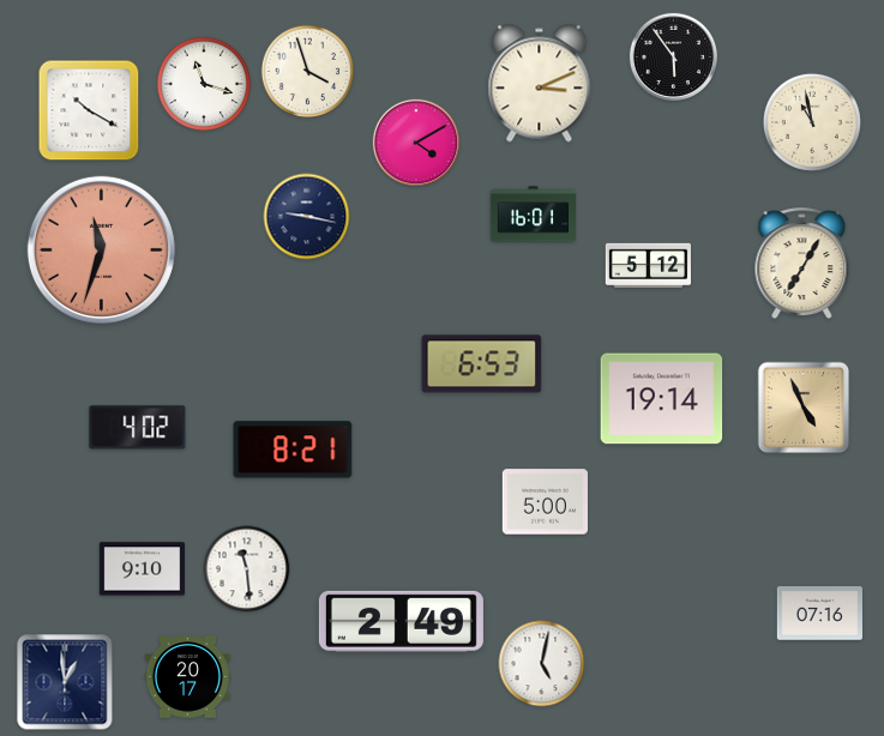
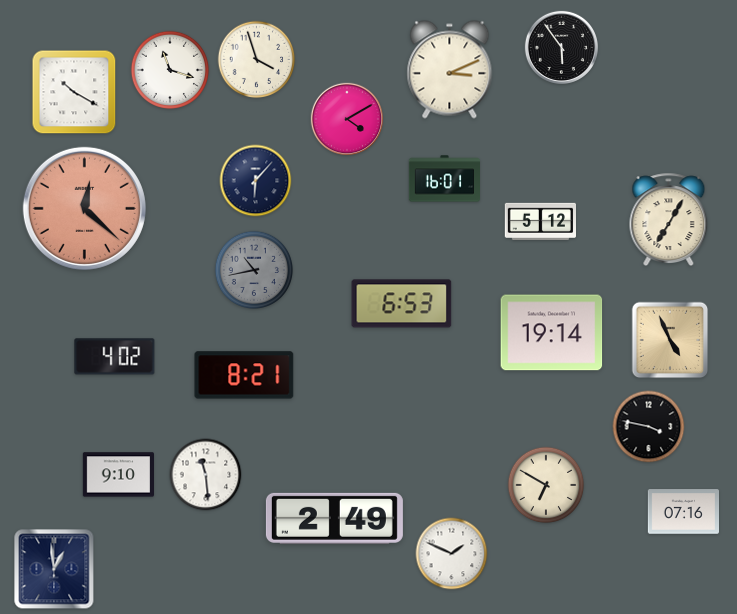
clock at (812, 122): 10:58 -> none
clock at (307, 217): 9:17 -> 6:07
clock at (101, 249): 11:33 -> 12:22
clock at (254, 270): none -> 10:43
clock at (545, 502): 5:00 -> none
clock at (649, 427): none -> 3:47
clock at (546, 485): none -> 6:50
clock at (542, 664): 5:02 -> 1:49
clock at (187, 677): 20:17 -> none
